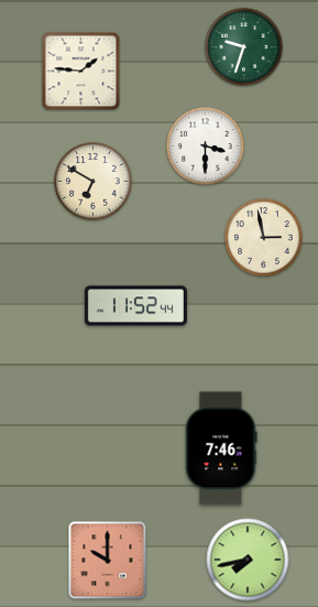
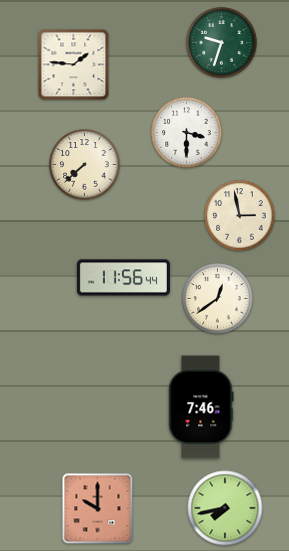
clock at (94, 182): 6:50 -> 7:38
clock at (135, 306): 11:52 -> 11:56
clock at (218, 299): none -> 12:39
